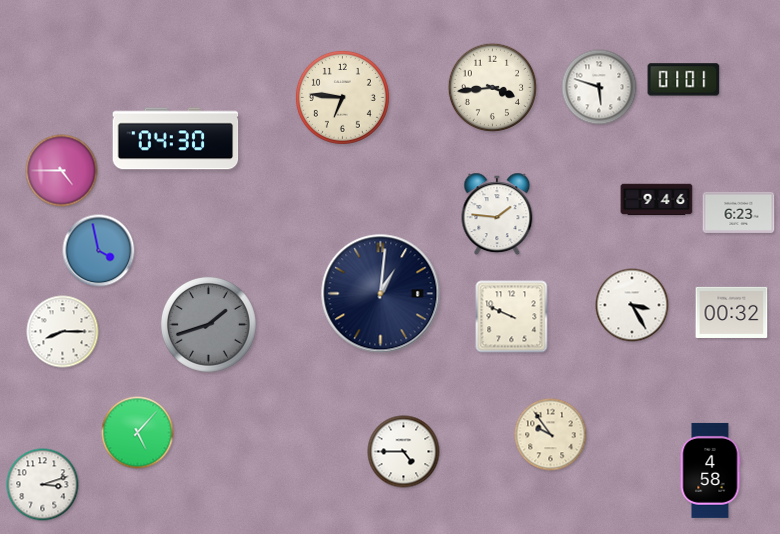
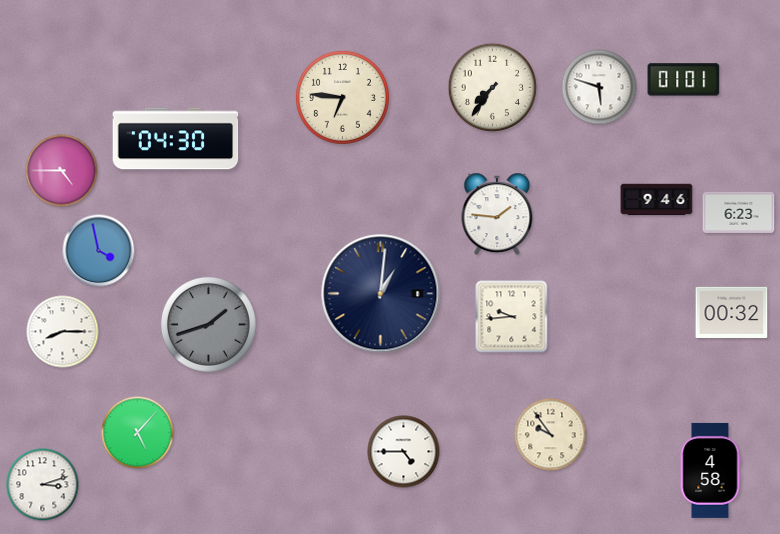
clock at (493, 88): 3:44 -> 7:36
clock at (632, 305): 3:25 -> none
clock at (512, 317): 9:49 -> 9:44
